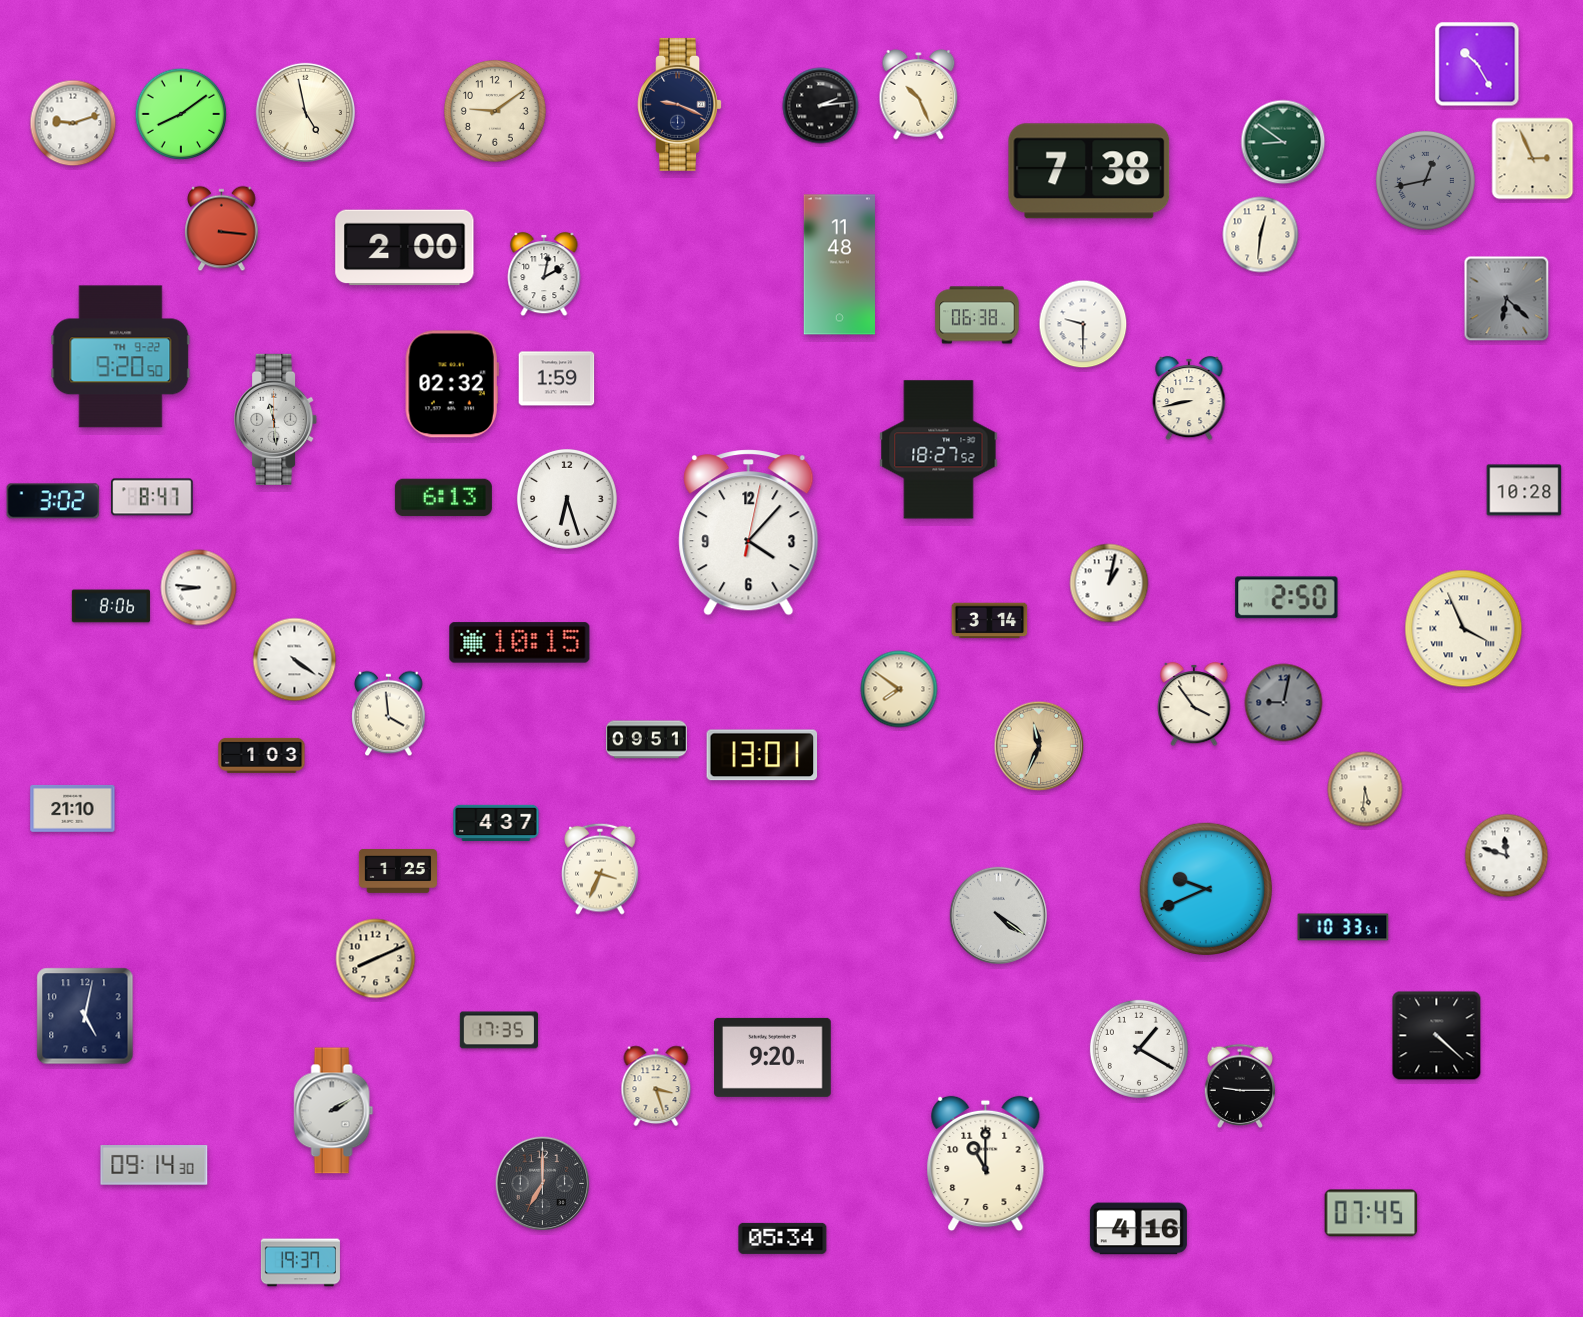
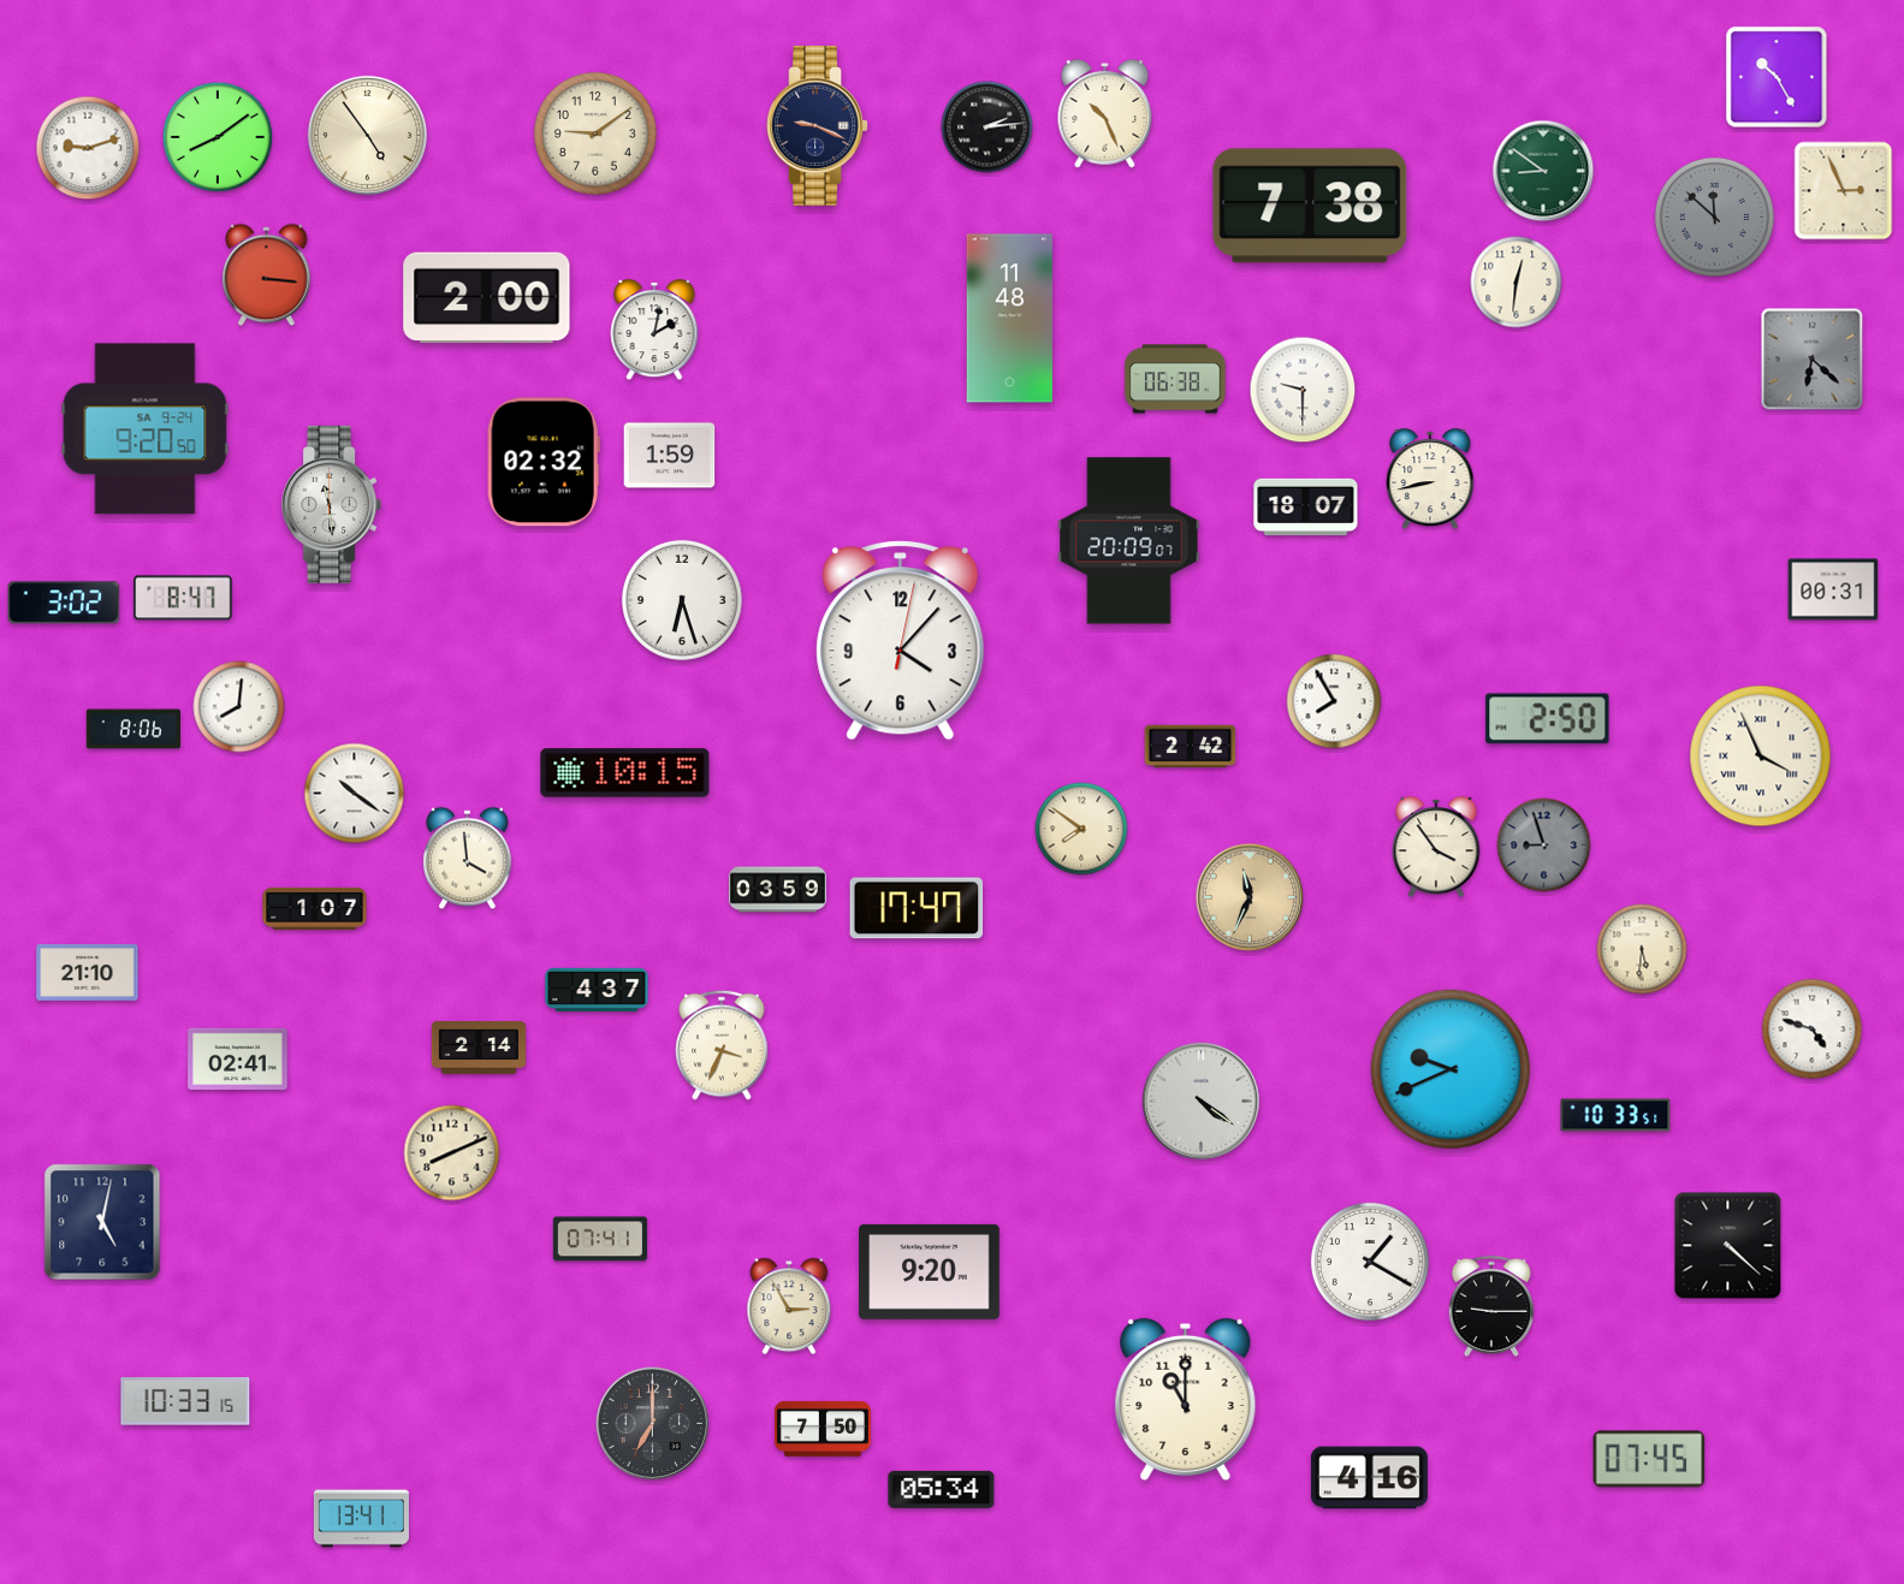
clock at (305, 112): 4:58 -> 4:54
clock at (1425, 180): 12:43 -> 11:52
clock at (121, 357) date: TH 9-22 -> SA 9-24
clock at (1306, 508): none -> 18:07
clock at (939, 450): 18:27 -> 20:09
clock at (1524, 490): 10:28 -> 00:31
clock at (443, 498): 6:13 -> none
clock at (1109, 583): 1:02 -> 7:55
clock at (199, 588): 8:46 -> 8:01
clock at (990, 621): 3:14 -> 2:42
clock at (295, 660): 4:21 -> 10:21
clock at (1284, 703): 9:02 -> 8:57
clock at (647, 740): 09:51 -> 03:59
clock at (262, 755): 1:03 -> 1:07
clock at (762, 755): 13:01 -> 17:47
clock at (1507, 856): 11:48 -> 4:48
clock at (397, 872): 1:25 -> 2:14
clock at (238, 1058): none -> 02:41
clock at (499, 1030): 17:35 -> 07:41
clock at (656, 1086): 3:27 -> 2:55
clock at (334, 1111): 2:10 -> none
clock at (154, 1166): 09:14 -> 10:33
clock at (823, 1429): none -> 7:50
clock at (300, 1263): 19:37 -> 13:41
